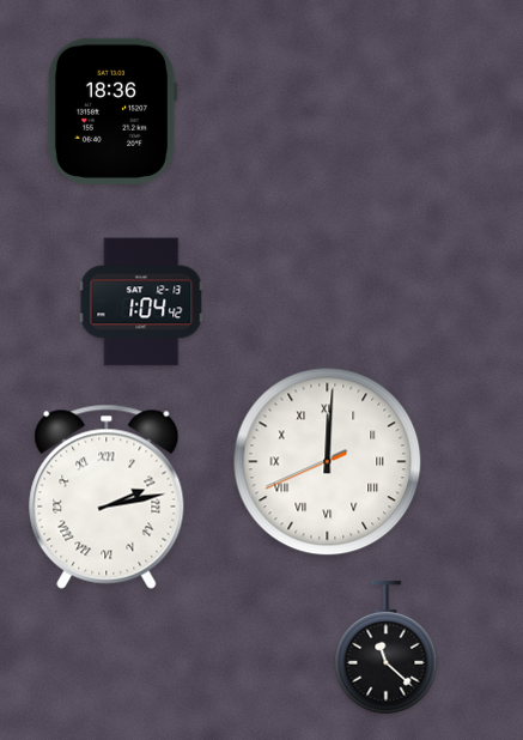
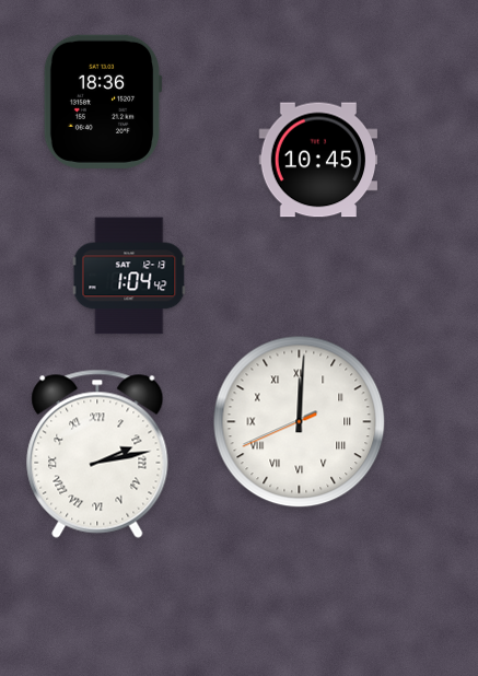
clock at (318, 160): none -> 10:45
clock at (387, 648): 11:22 -> none
